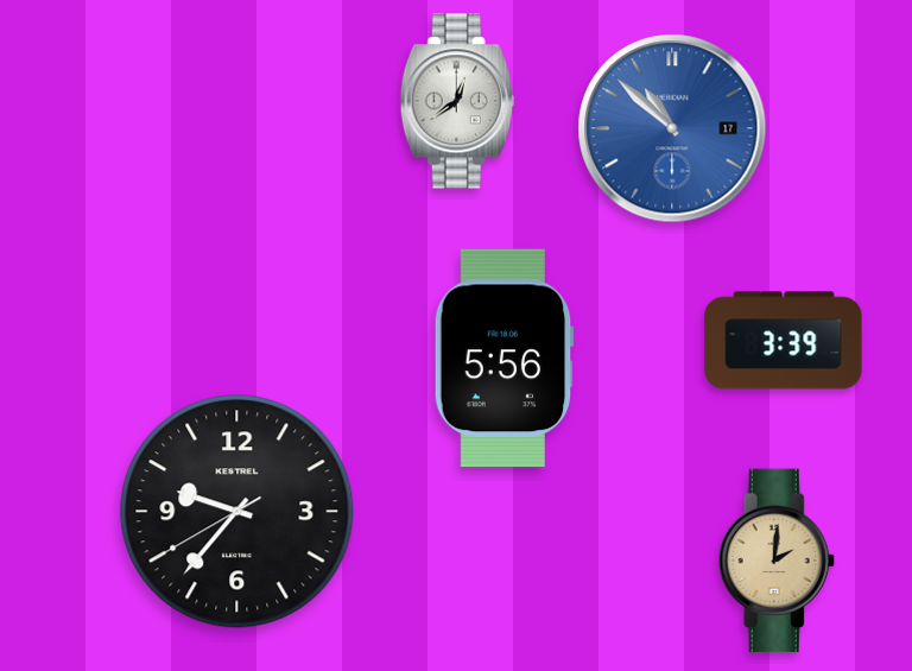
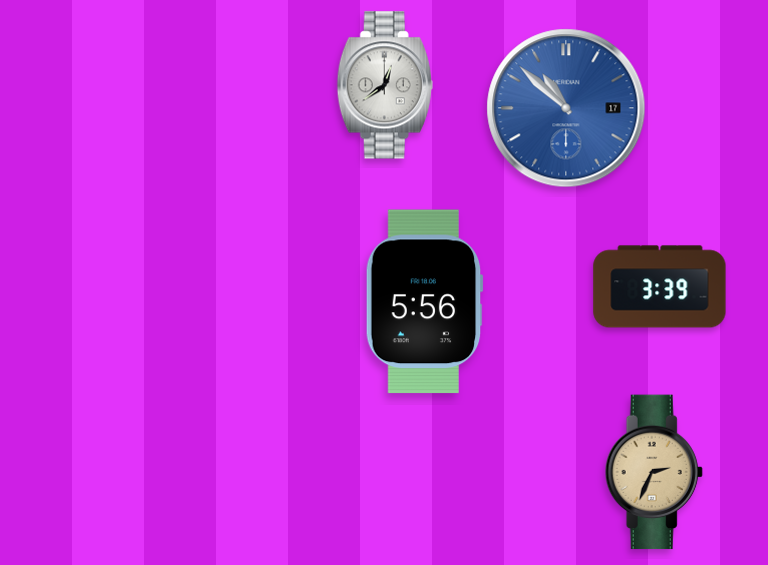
clock at (237, 512): 9:36 -> none
clock at (777, 561): 2:01 -> 2:34
